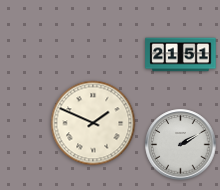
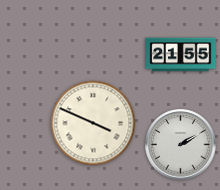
clock at (181, 55): 21:51 -> 21:55
clock at (93, 123): 1:49 -> 3:49
